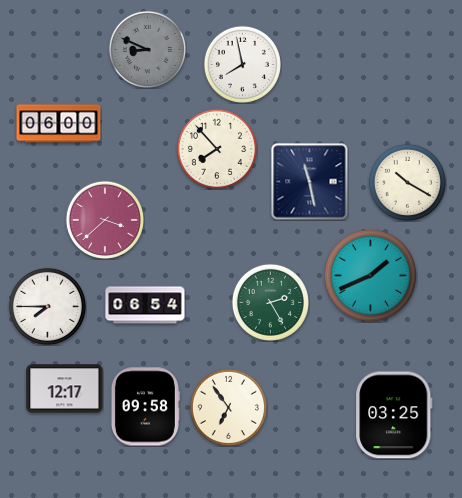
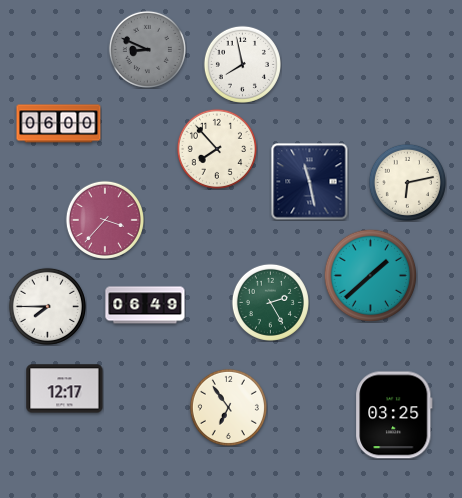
clock at (407, 182): 10:20 -> 6:13
clock at (105, 220): 3:38 -> 3:37
clock at (370, 275): 1:41 -> 1:38
clock at (145, 305): 06:54 -> 06:49
clock at (145, 407): 09:58 -> none
